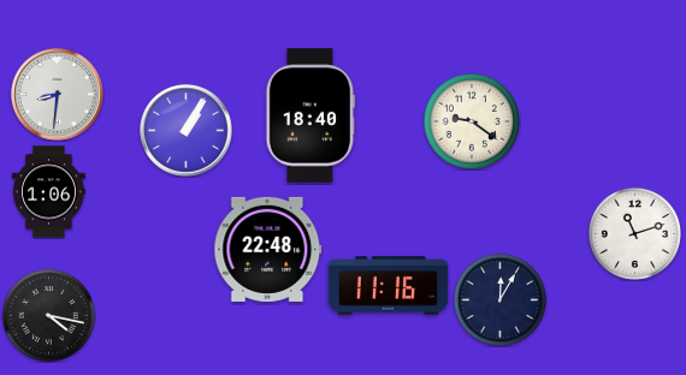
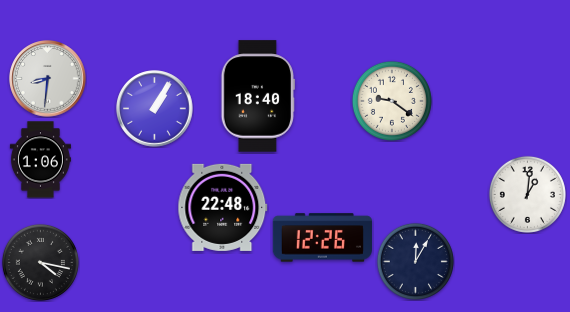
clock at (634, 233): 11:12 -> 1:01
clock at (388, 286): 11:16 -> 12:26
clock at (499, 299) position: (499, 299) -> (415, 261)
